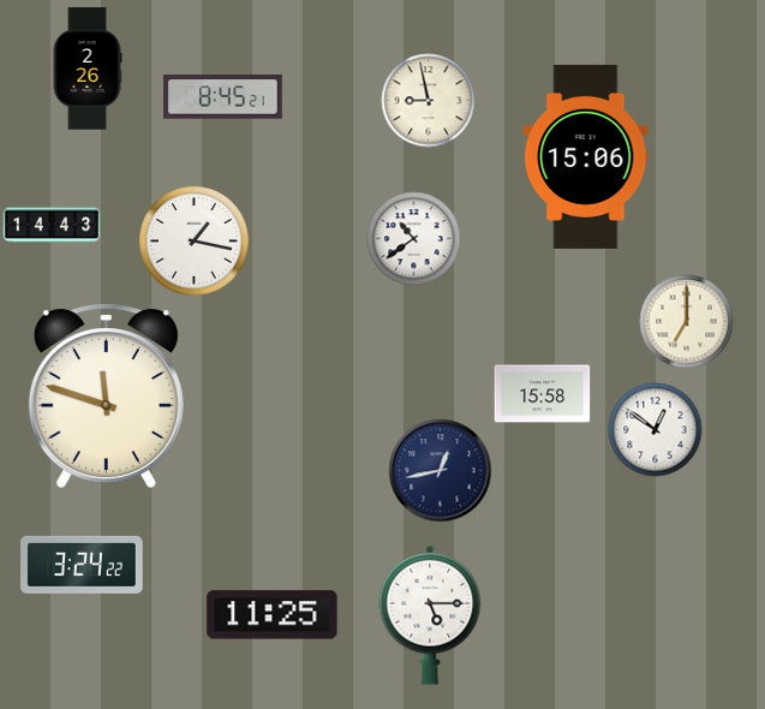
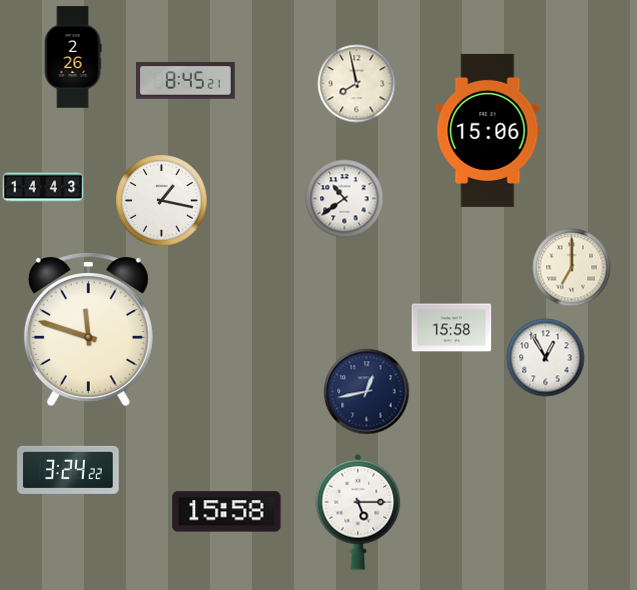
clock at (428, 100): 8:58 -> 7:58
clock at (655, 429): 12:51 -> 12:55
clock at (273, 615): 11:25 -> 15:58
